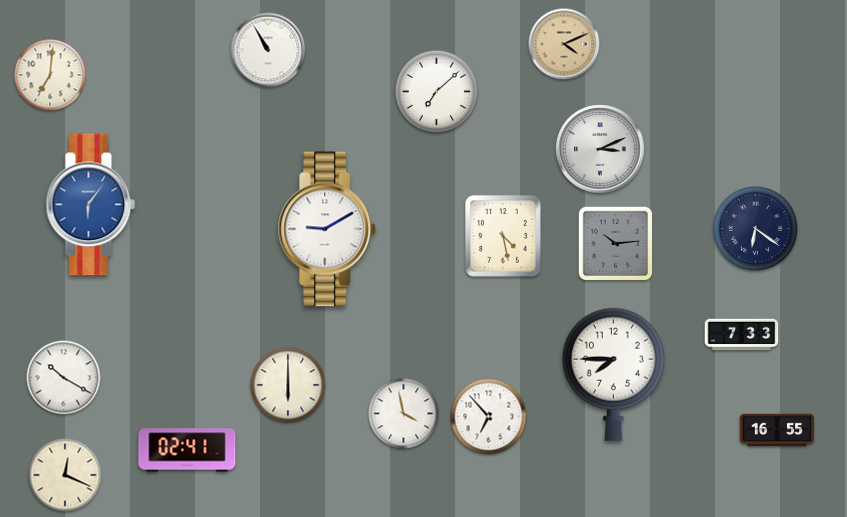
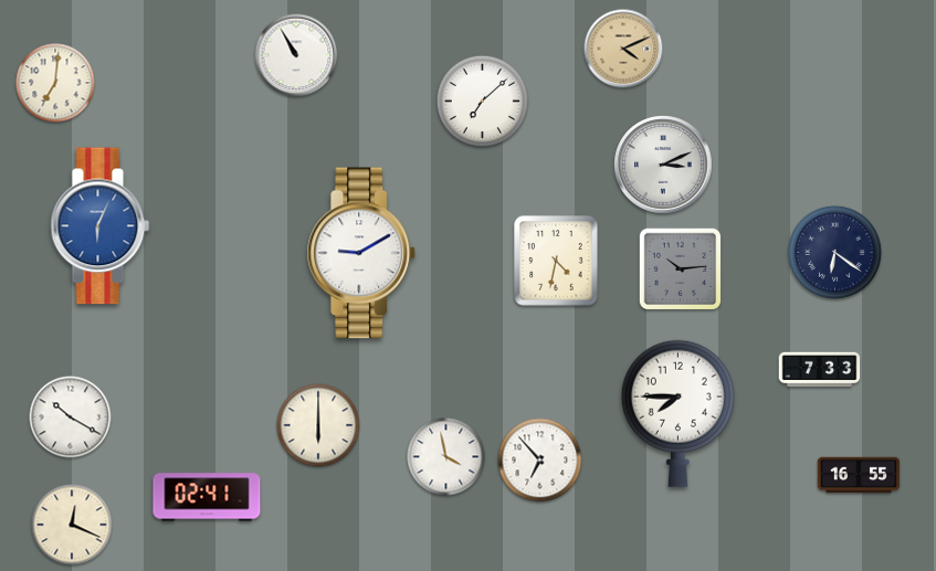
clock at (91, 205): 6:06 -> 6:04
clock at (503, 236): 4:28 -> 4:32
